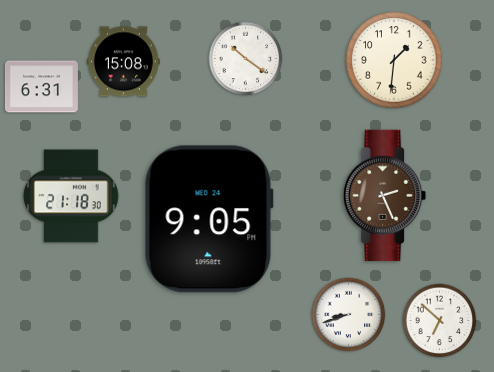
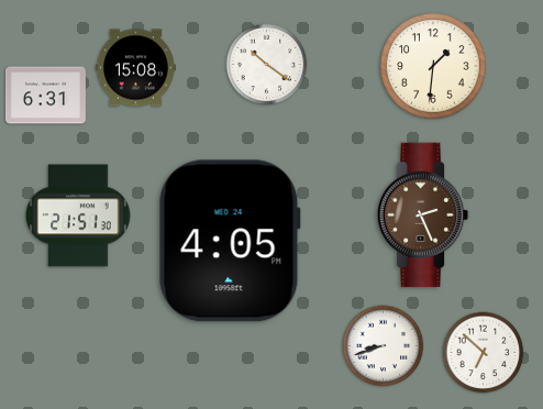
clock at (246, 59) position: (246, 59) -> (267, 65)
clock at (71, 196): 21:18 -> 21:51
clock at (209, 219): 9:05 -> 4:05
